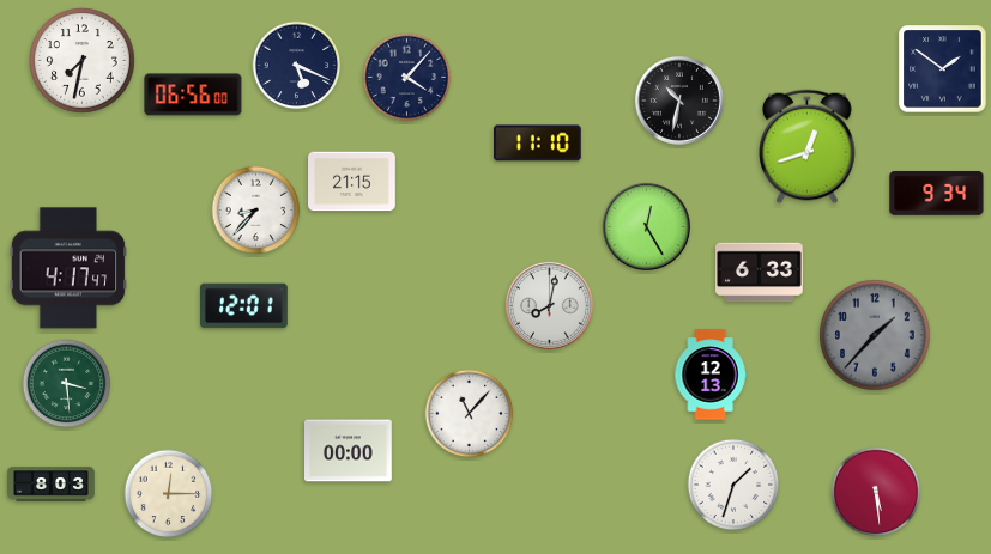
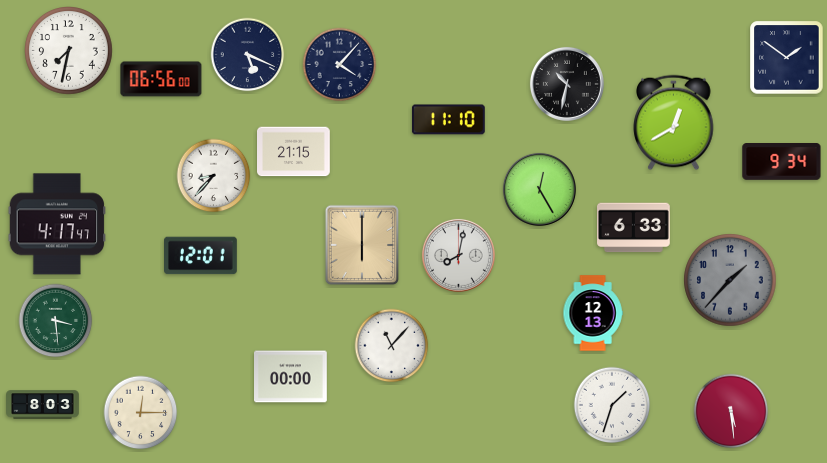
clock at (808, 147): 12:42 -> 12:40
clock at (362, 245): none -> 6:00
clock at (244, 306) position: (244, 306) -> (201, 256)
